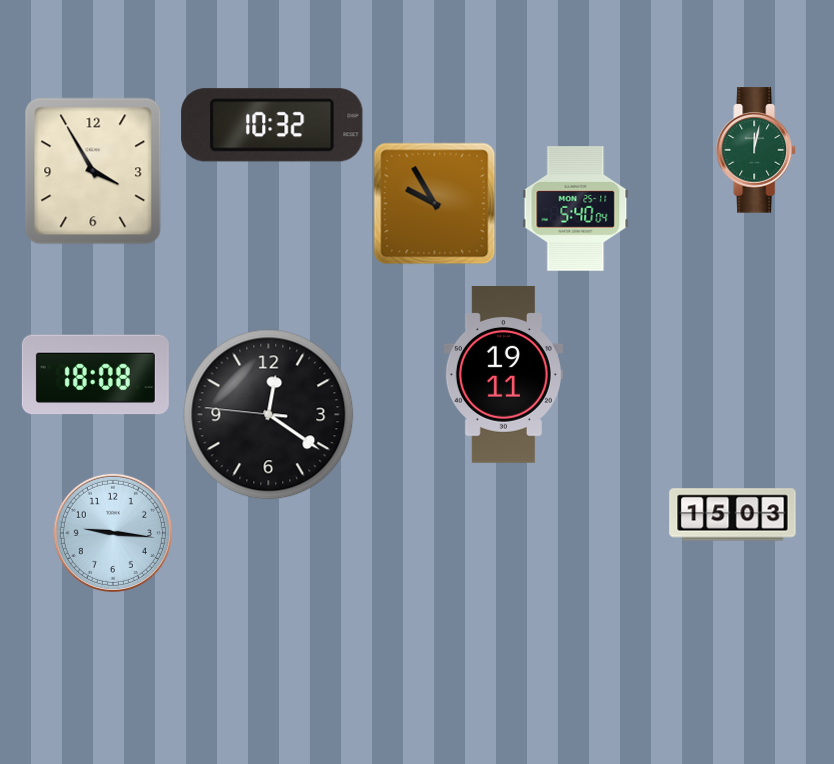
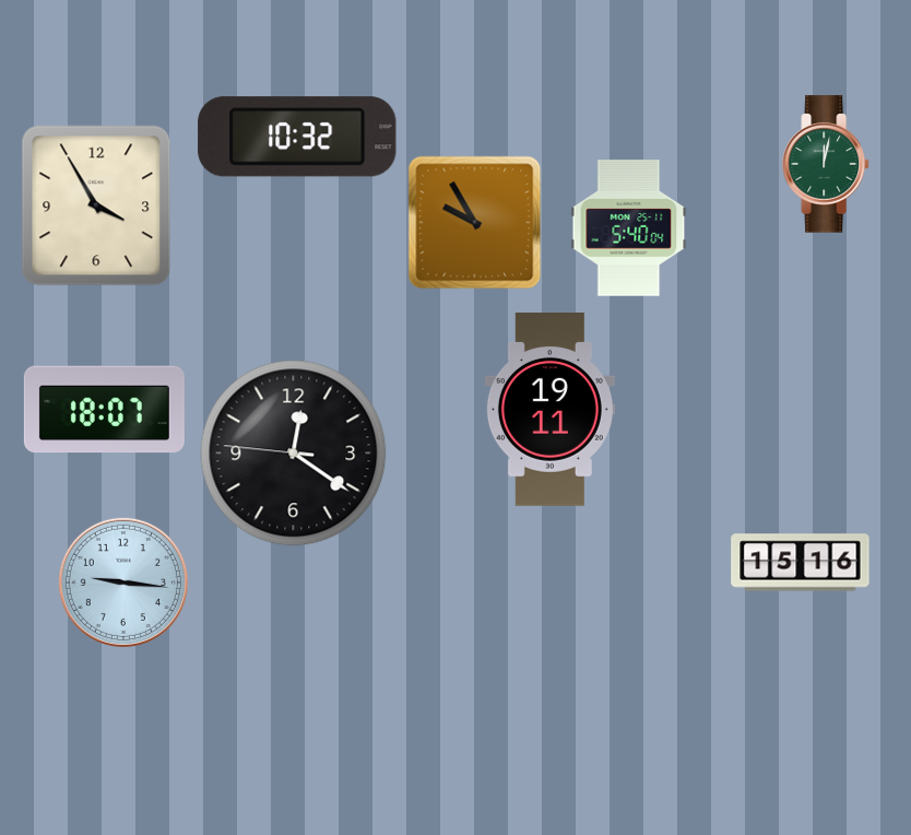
clock at (93, 171) position: (93, 171) -> (96, 205)
clock at (95, 375): 18:08 -> 18:07
clock at (733, 515): 15:03 -> 15:16
